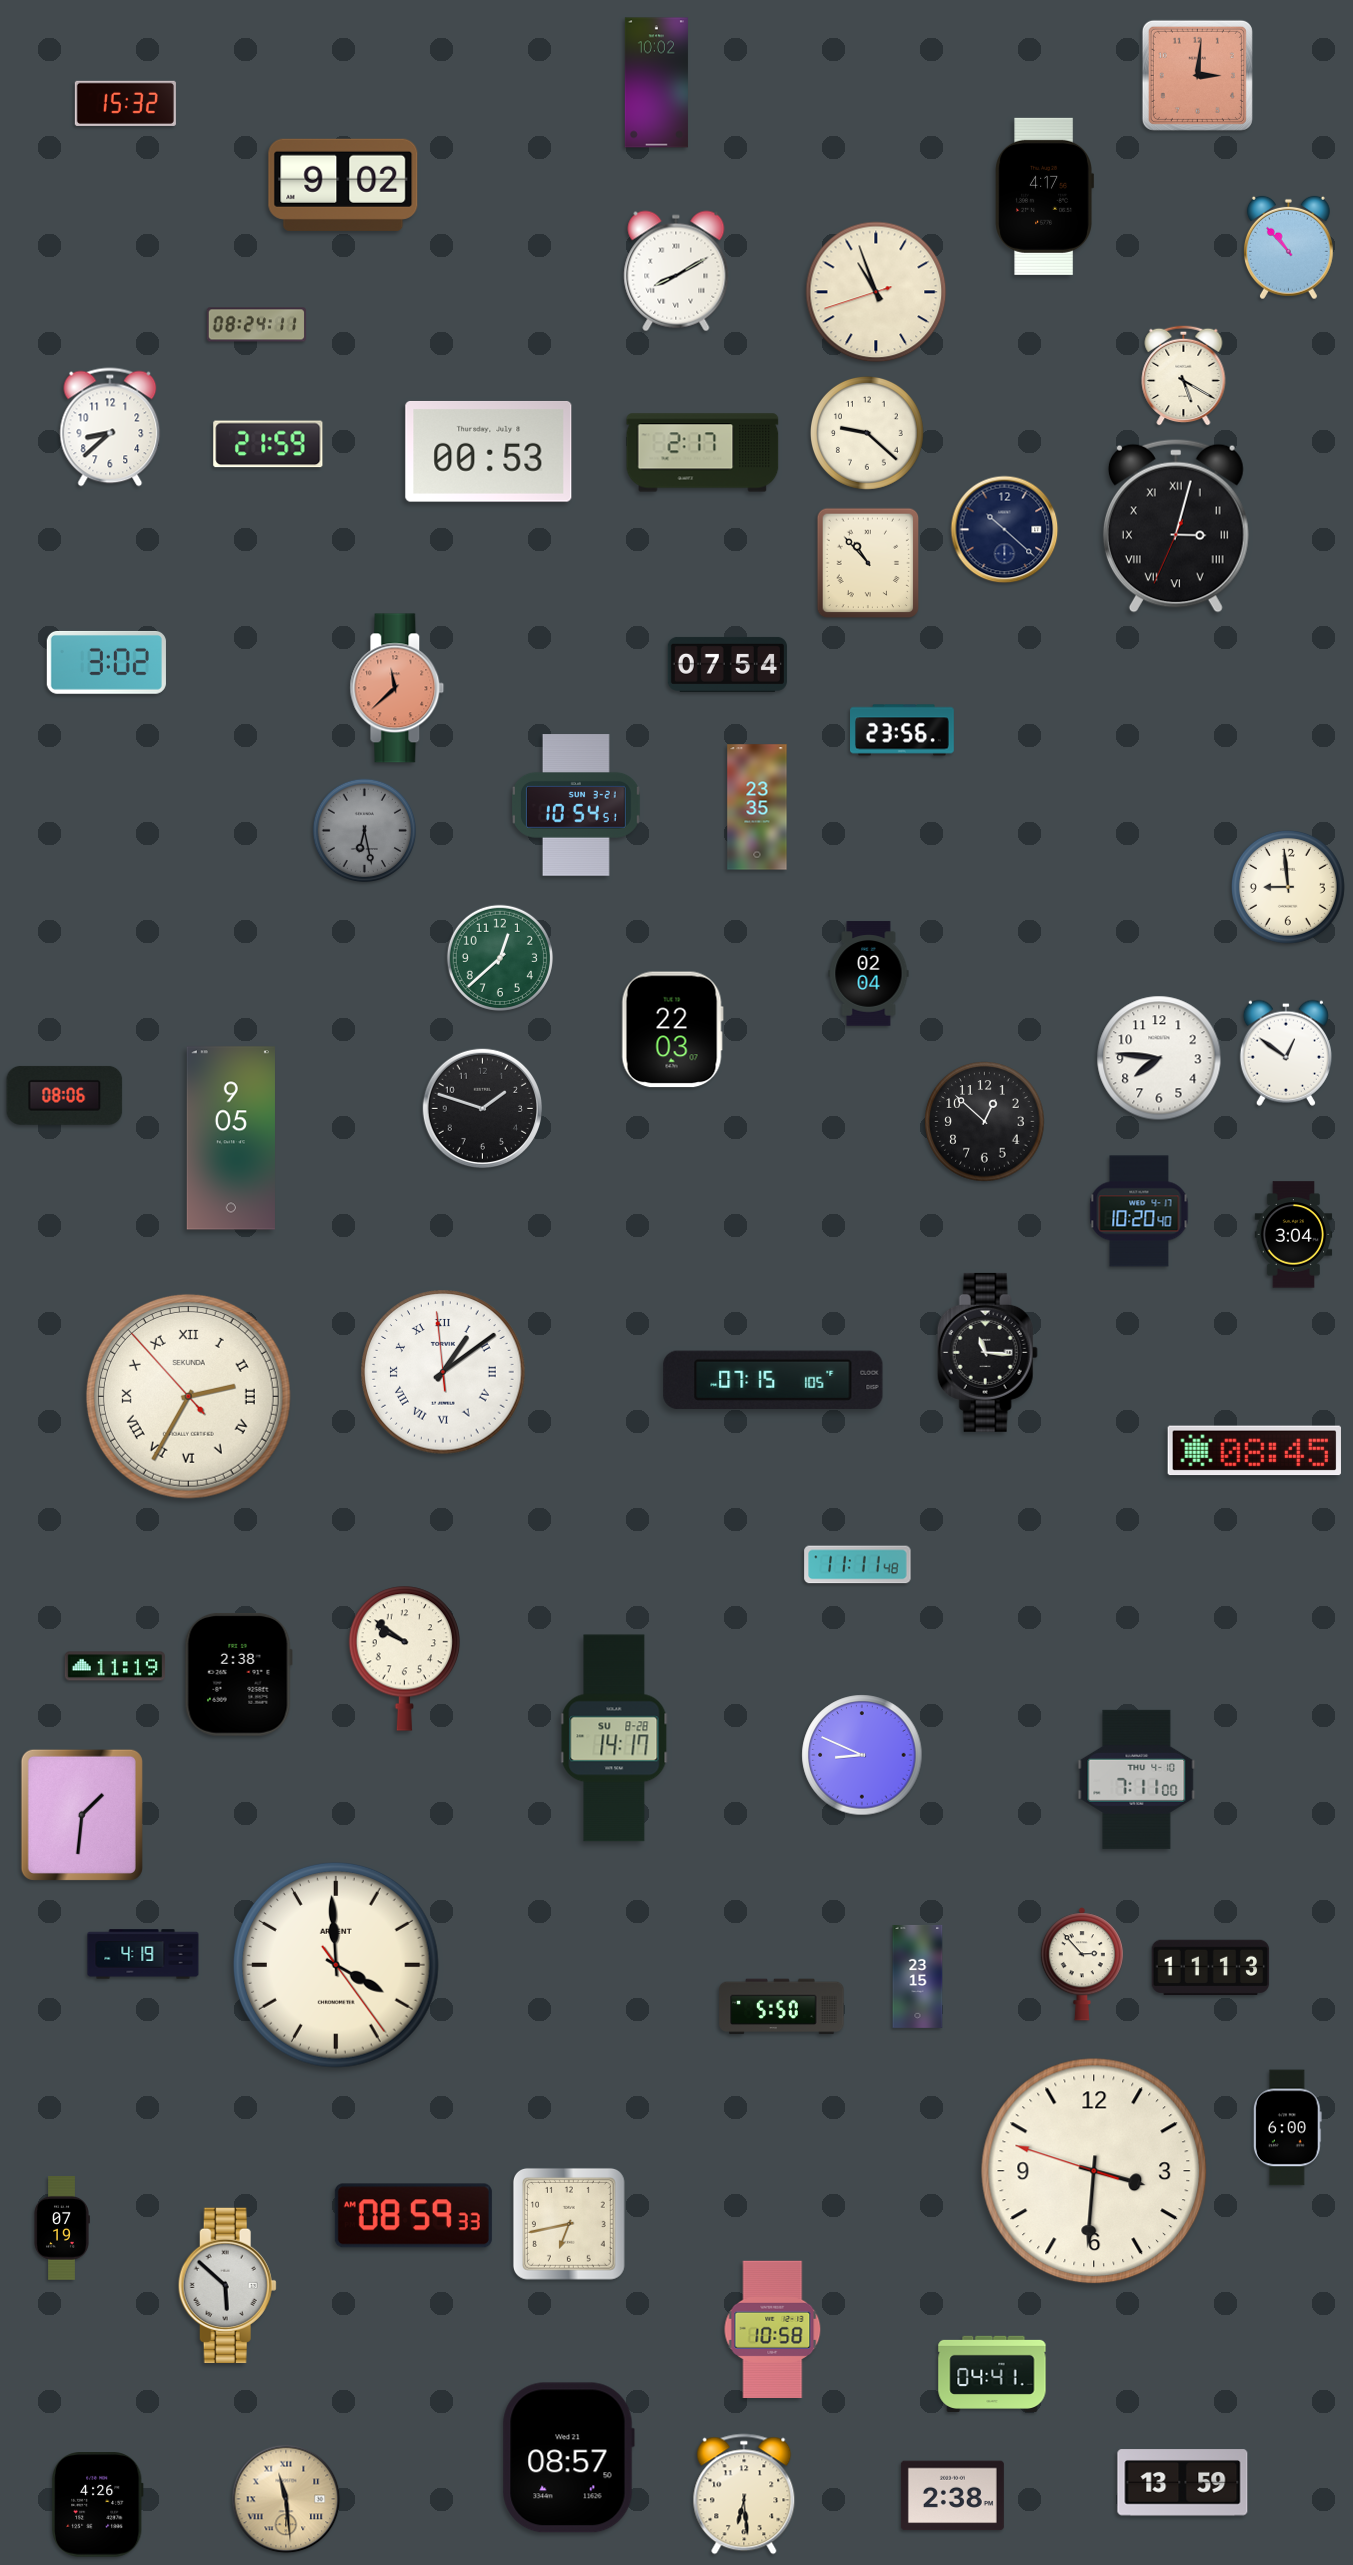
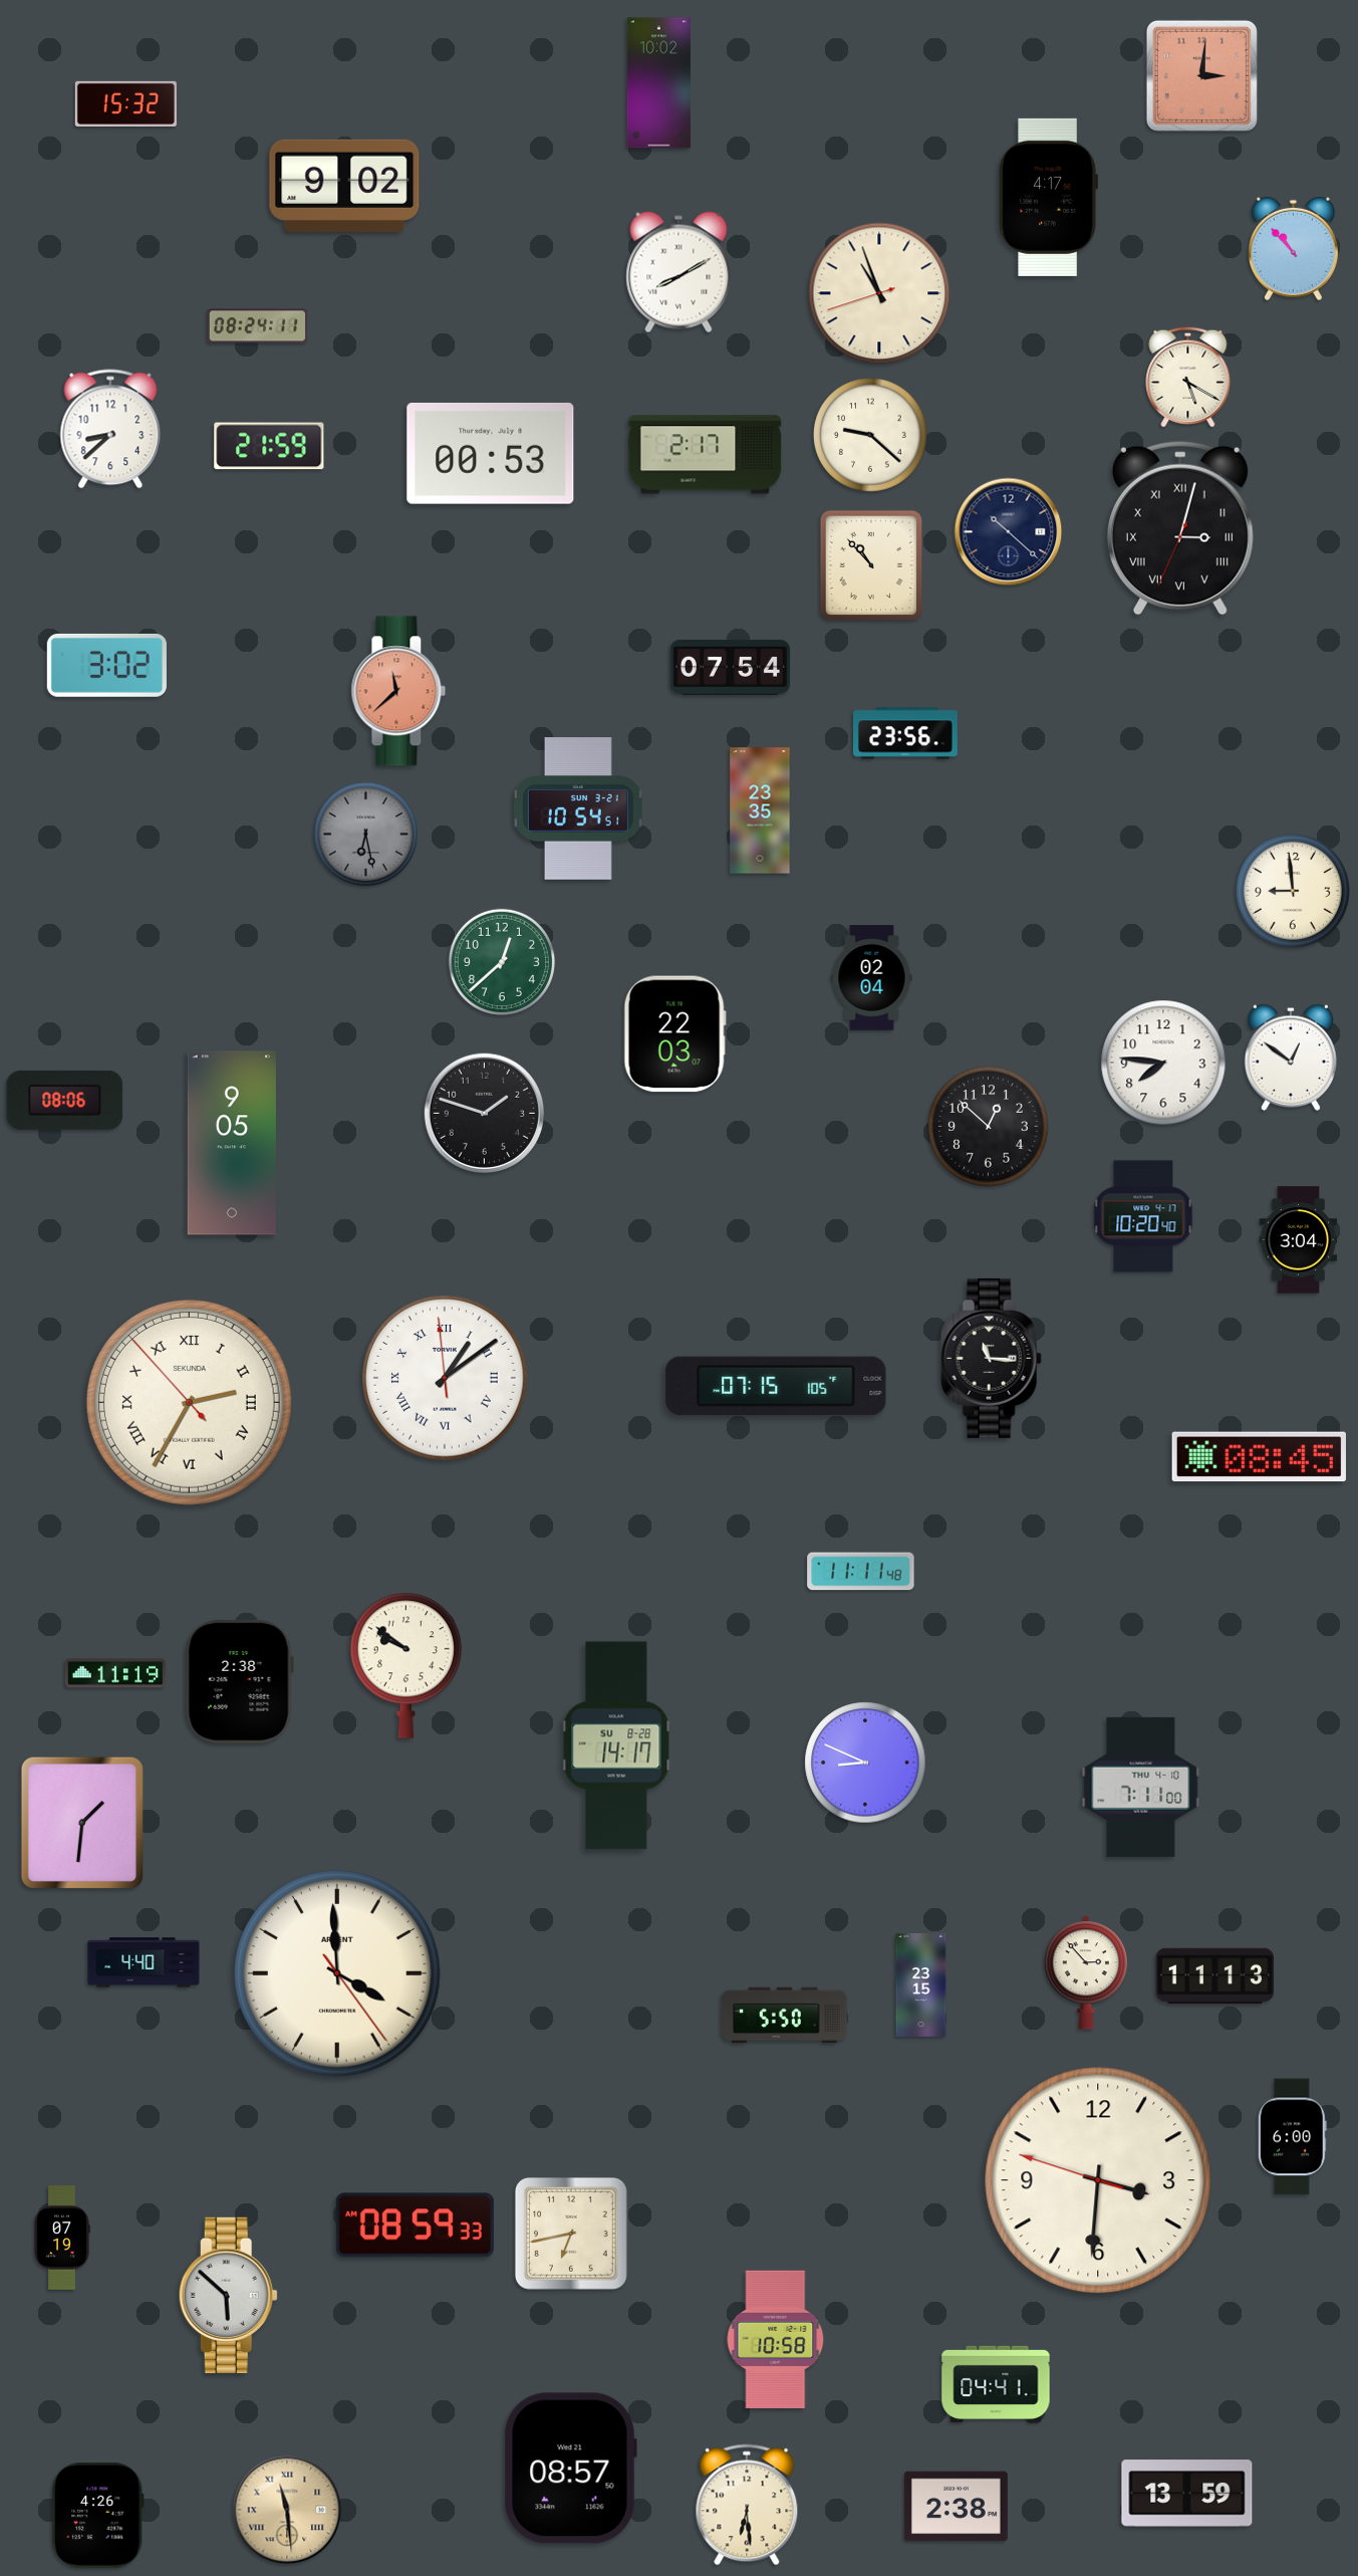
clock at (143, 1954): 4:19 -> 4:40
